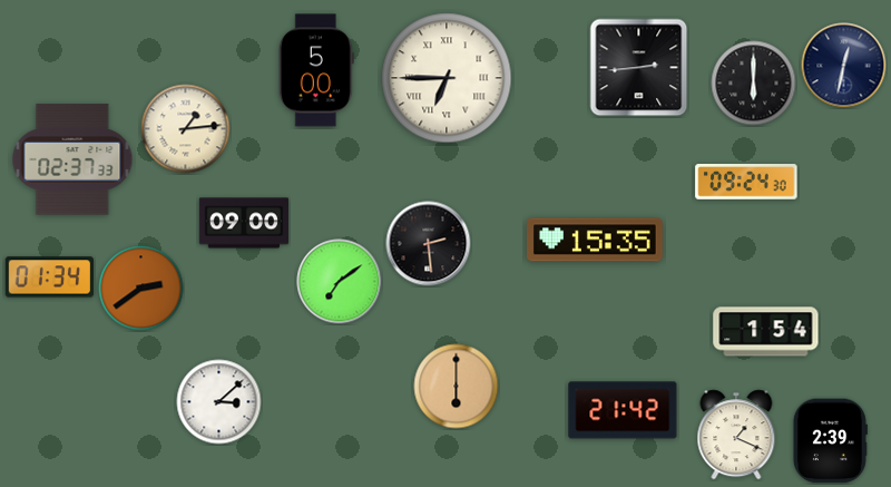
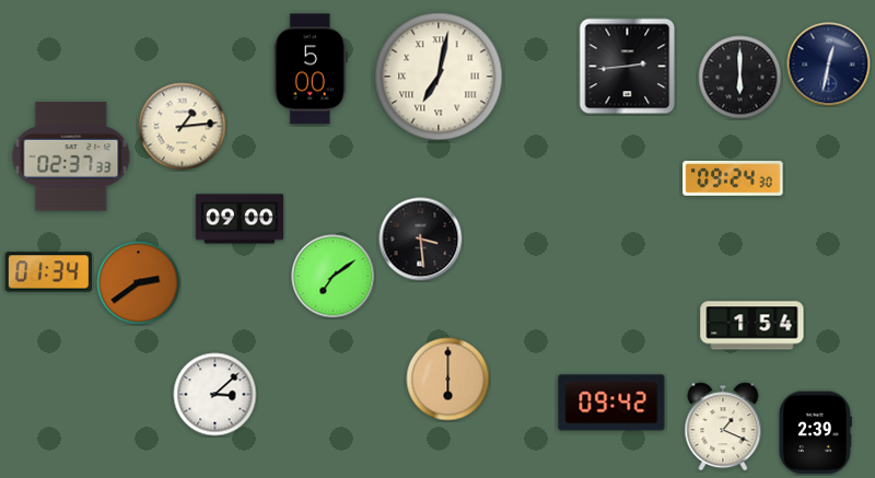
clock at (447, 78): 6:45 -> 7:02
clock at (754, 84) position: (754, 84) -> (740, 78)
clock at (595, 240): 15:35 -> none
clock at (429, 244): 2:29 -> 3:29
clock at (623, 410): 21:42 -> 09:42
